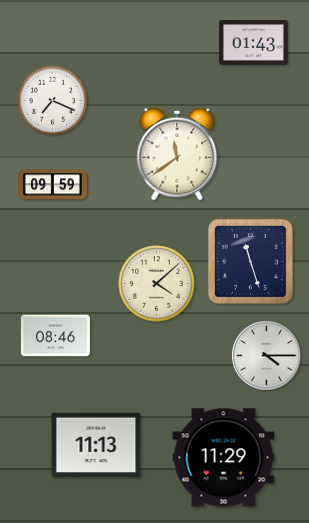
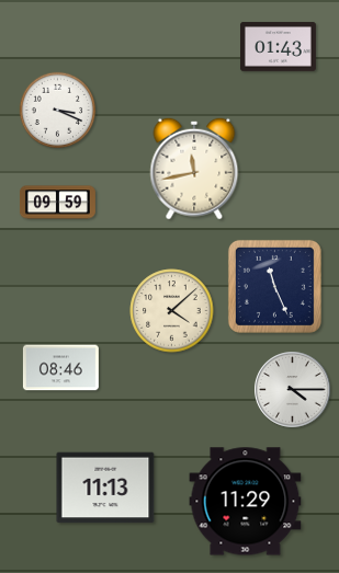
clock at (53, 101): 7:19 -> 3:19
clock at (177, 154): 11:39 -> 11:43
clock at (250, 261): 11:27 -> 11:26
